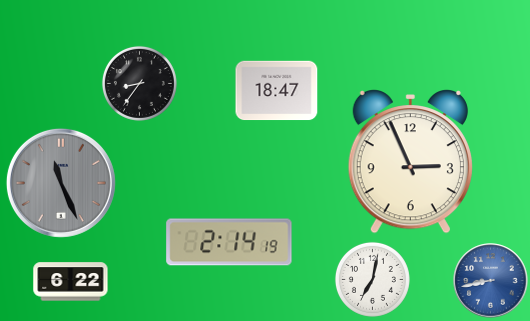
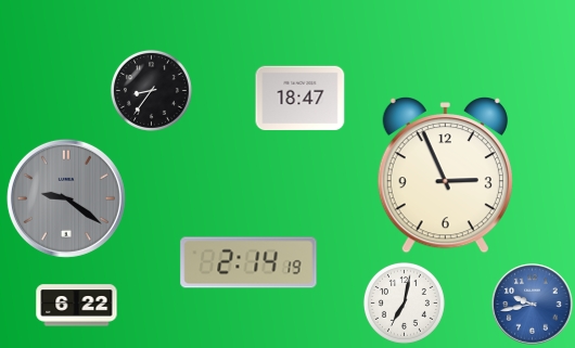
clock at (61, 183): 11:26 -> 9:21
clock at (491, 281): 8:43 -> 9:43
